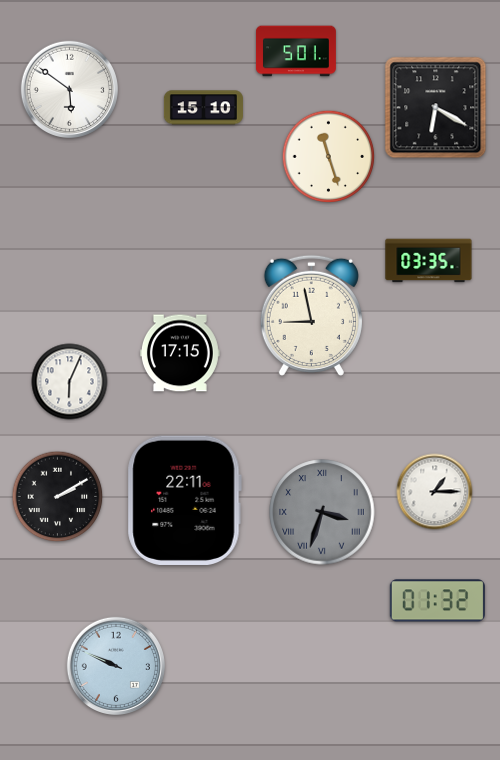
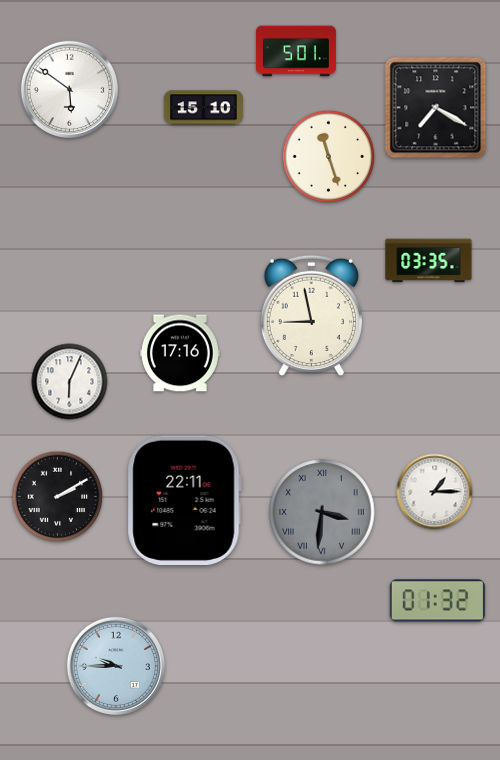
clock at (436, 108): 6:20 -> 7:20
clock at (180, 353): 17:15 -> 17:16
clock at (322, 512): 3:33 -> 3:31
clock at (116, 666): 9:49 -> 9:45
